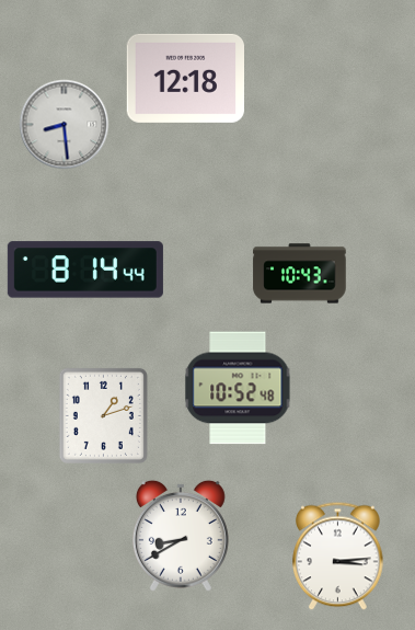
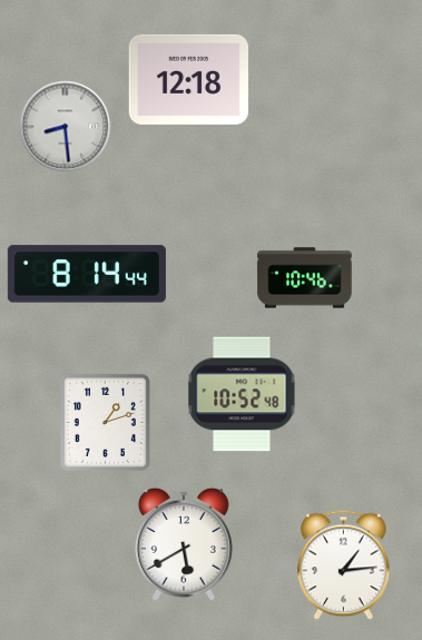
clock at (300, 274): 10:43 -> 10:46
clock at (181, 536): 8:40 -> 5:40
clock at (338, 557): 3:14 -> 1:14
